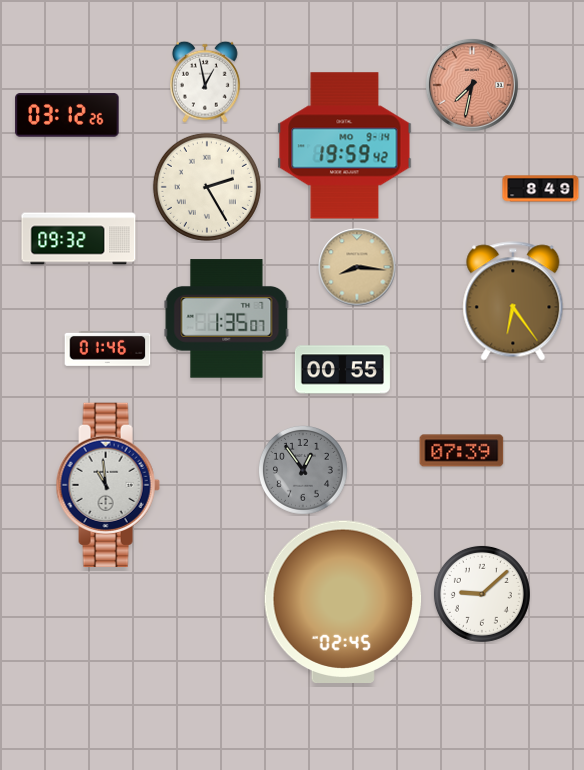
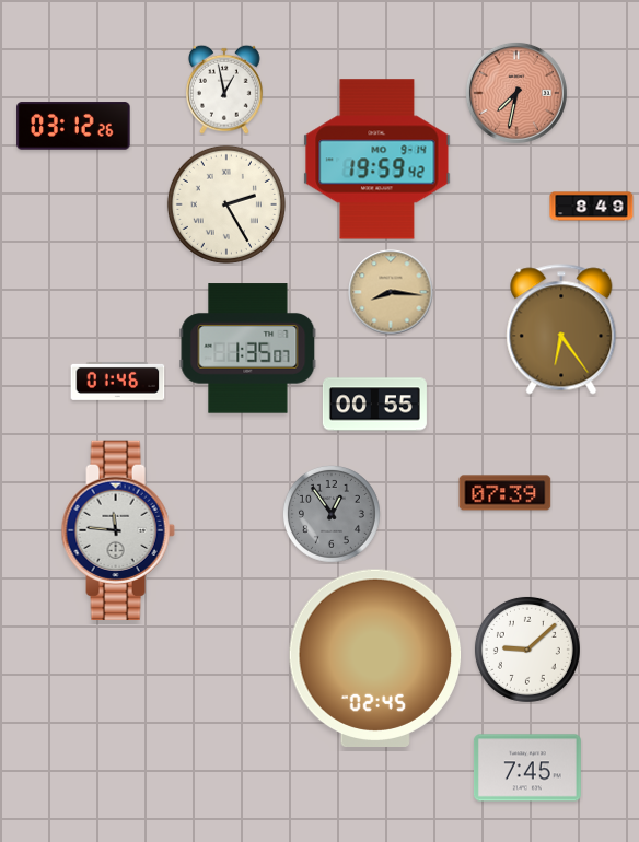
clock at (79, 239): 09:32 -> none
clock at (108, 484): 10:59 -> 11:46
clock at (527, 768): none -> 7:45
